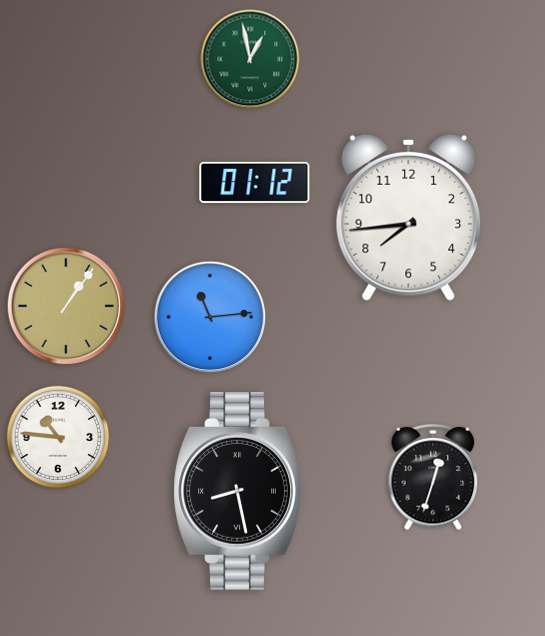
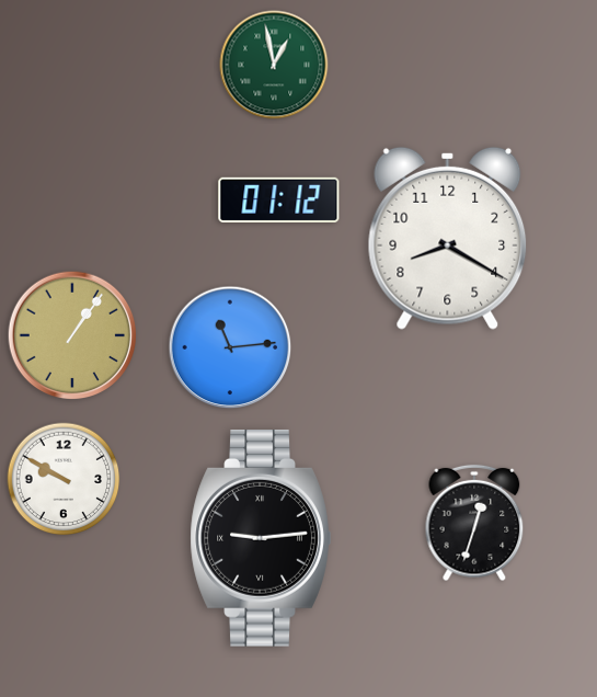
clock at (409, 217): 7:44 -> 8:20
clock at (58, 437): 10:46 -> 9:50
clock at (238, 491): 8:28 -> 9:14
